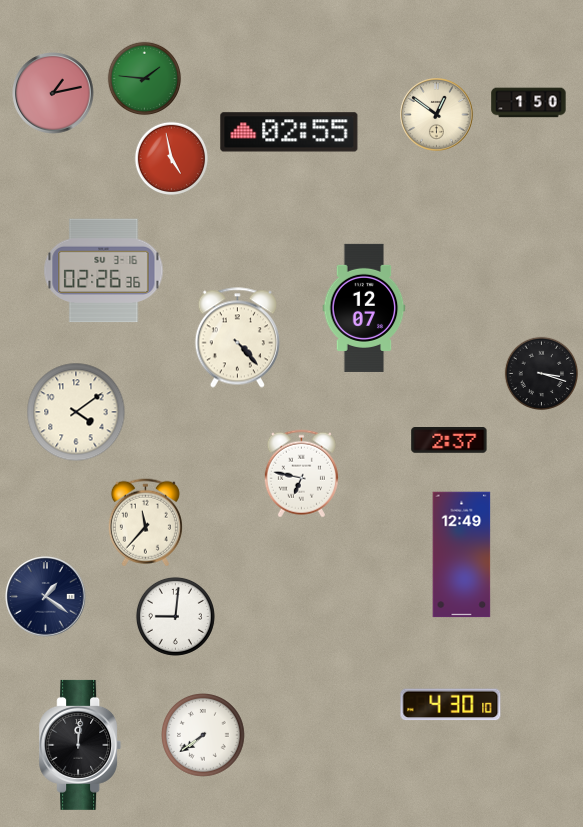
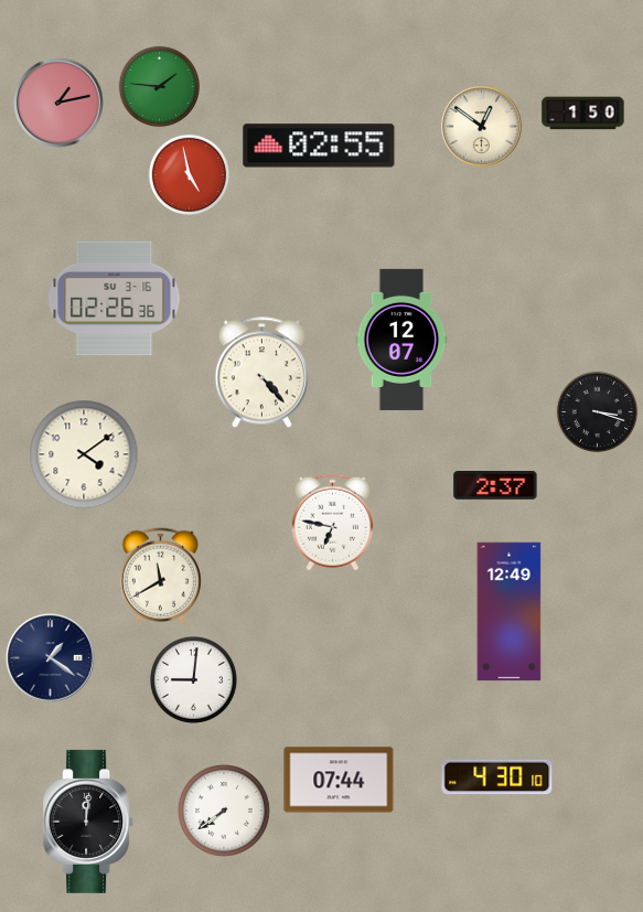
clock at (145, 523): 11:37 -> 11:40
clock at (339, 780): none -> 07:44
